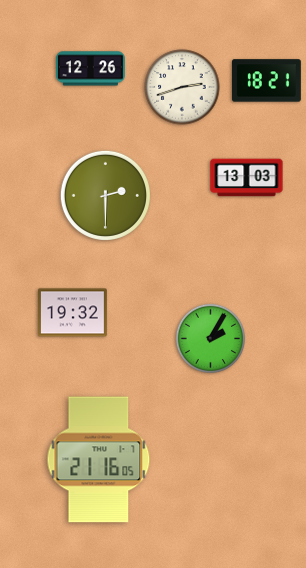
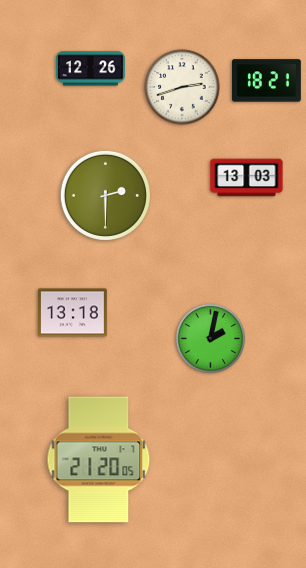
clock at (72, 313): 19:32 -> 13:18
clock at (210, 338): 2:05 -> 2:02
clock at (99, 460): 21:16 -> 21:20
